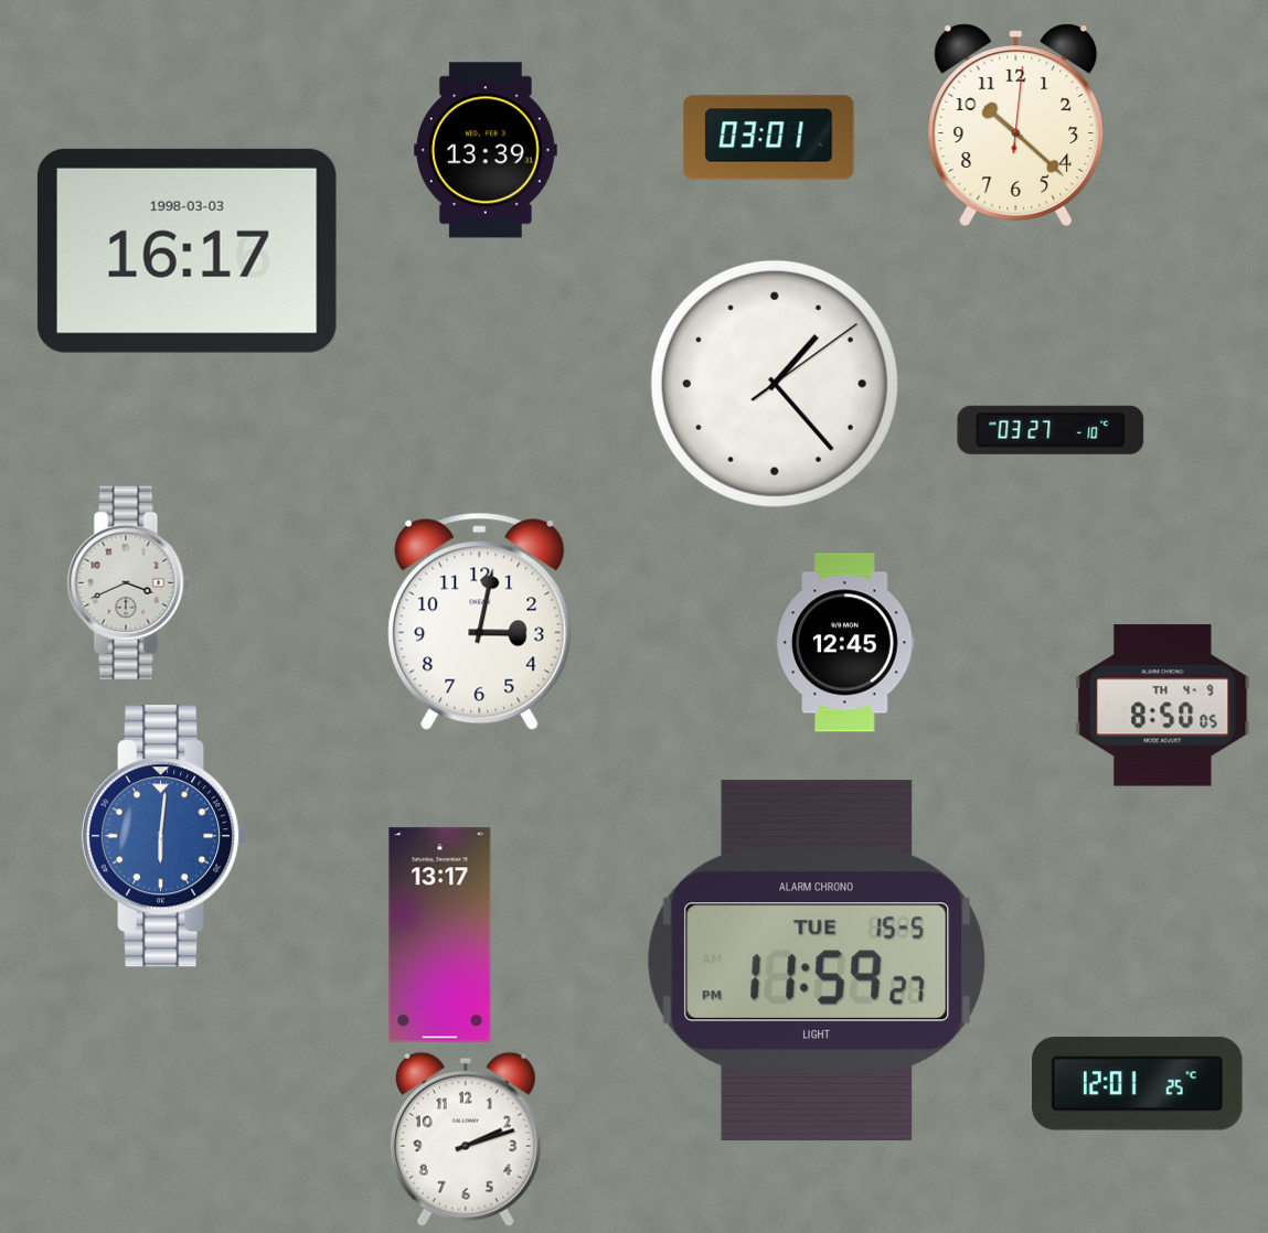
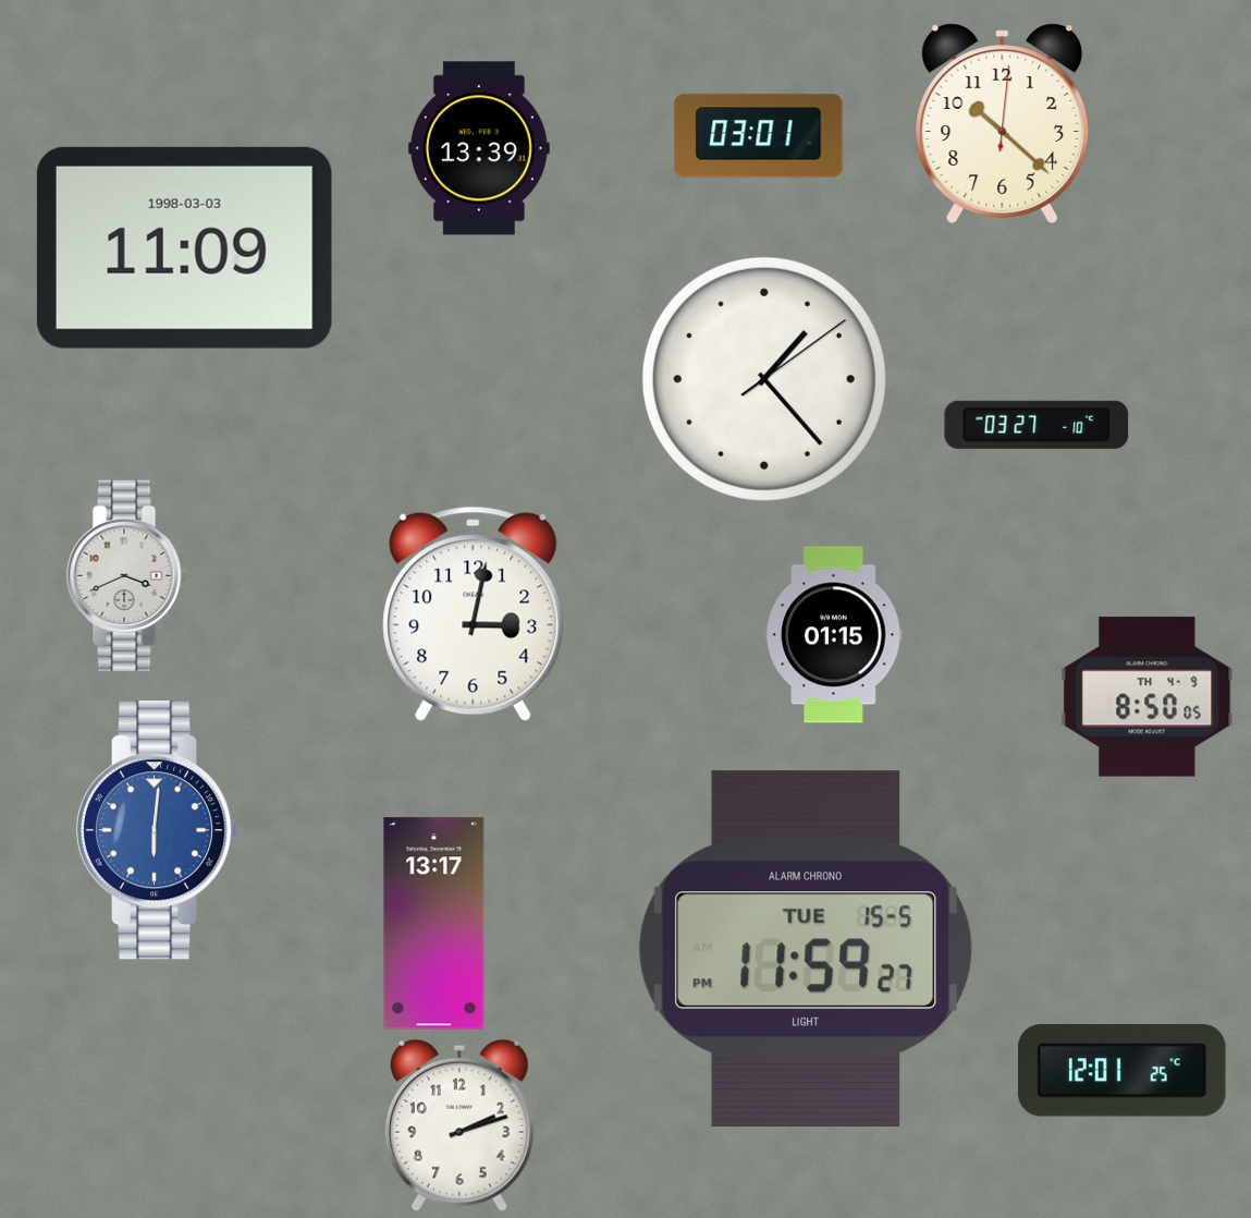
clock at (187, 250): 16:17 -> 11:09
clock at (845, 643): 12:45 -> 01:15
clock at (164, 836) position: (164, 836) -> (158, 830)
